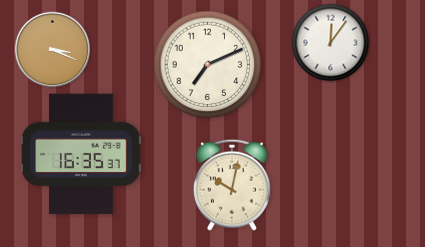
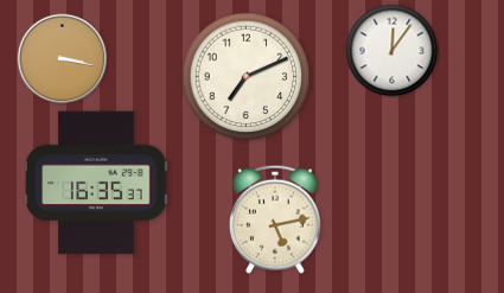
clock at (53, 50): 3:19 -> 3:17
clock at (232, 185): 10:02 -> 5:13
